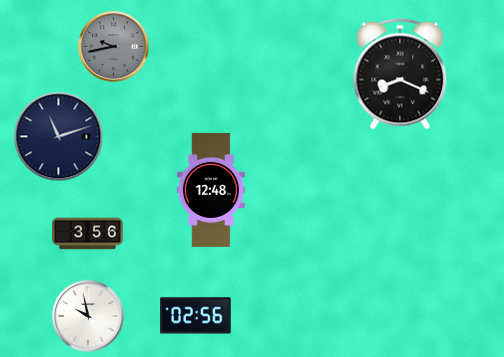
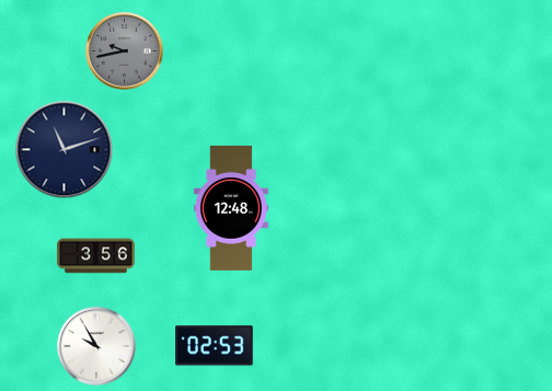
clock at (400, 74): 8:19 -> none
clock at (88, 316): 9:58 -> 9:55
clock at (196, 316): 02:56 -> 02:53
